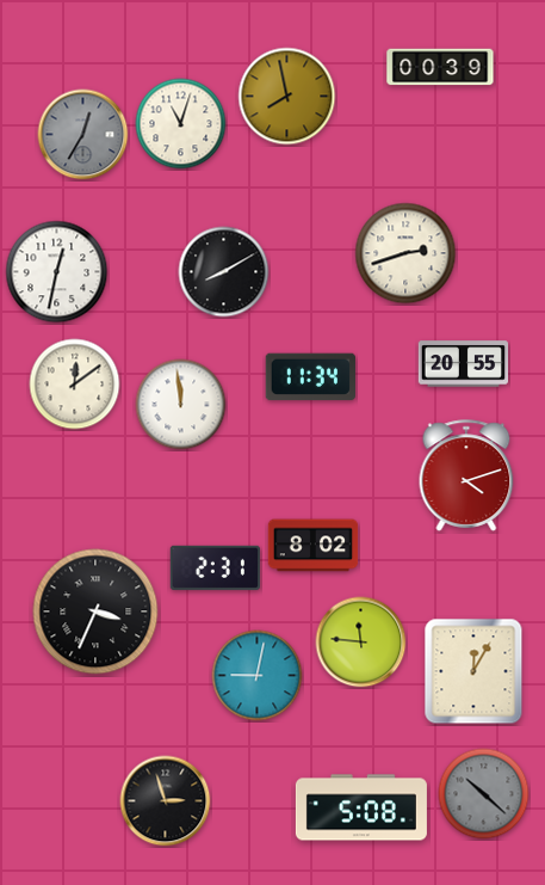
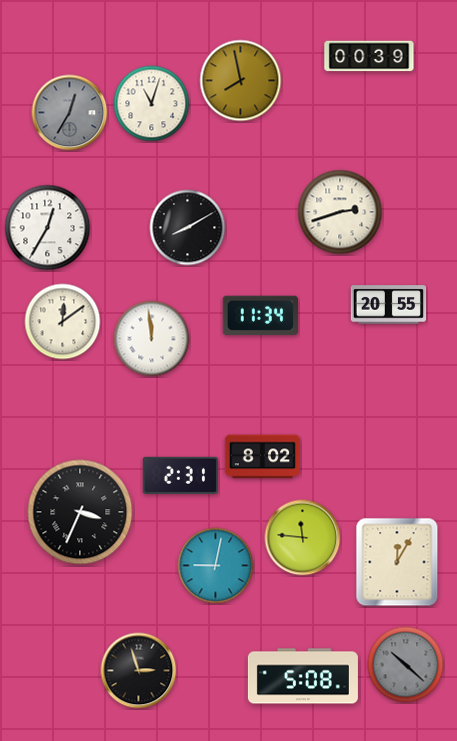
clock at (57, 272): 12:32 -> 12:35
clock at (466, 475): 4:12 -> none
